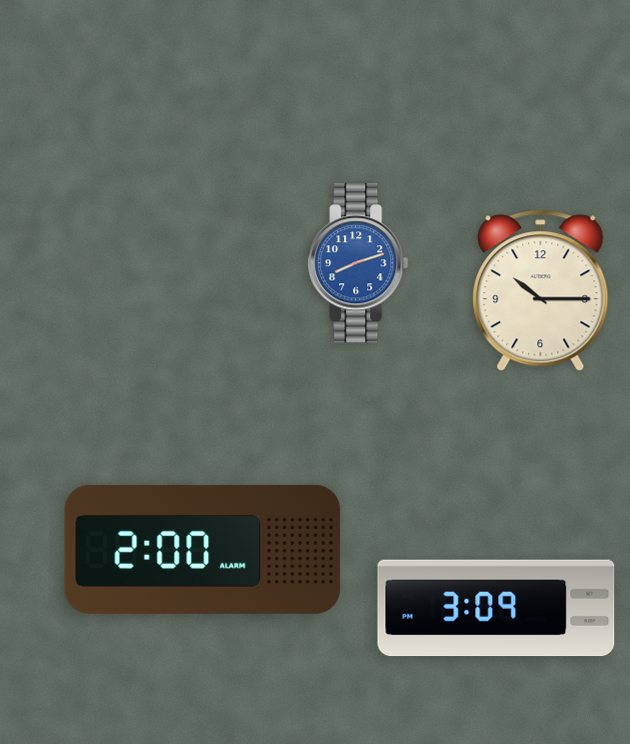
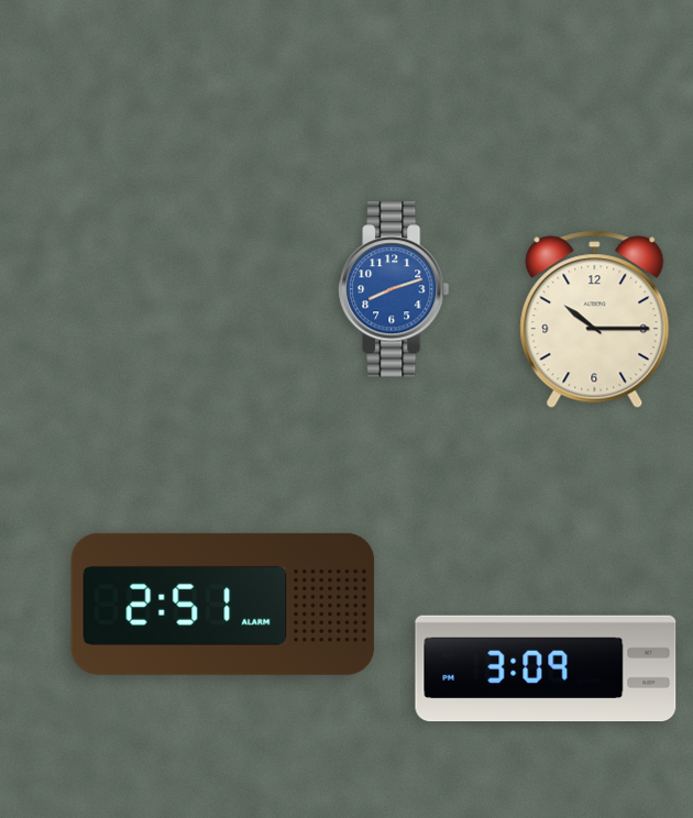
clock at (203, 549): 2:00 -> 2:51
